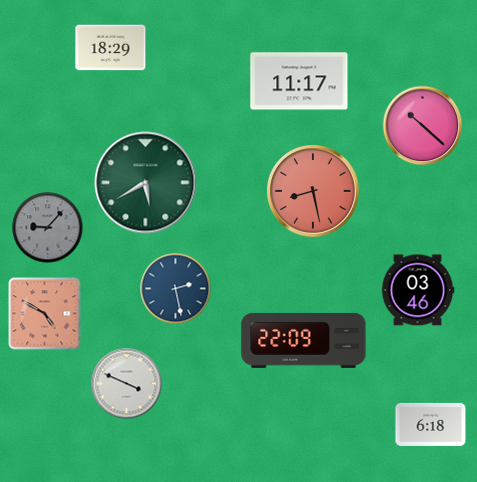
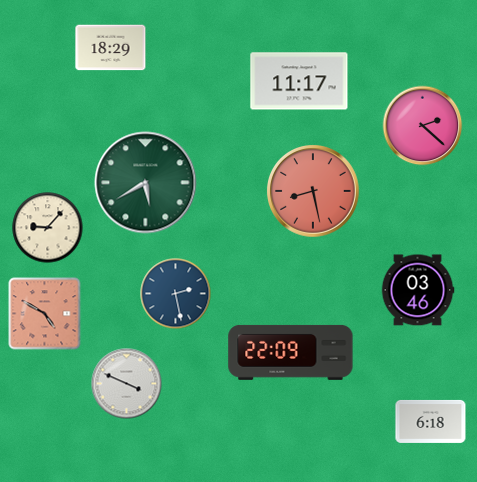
clock at (423, 126): 10:22 -> 2:22
clock at (48, 228) dial: grey -> cream
clock at (176, 289) position: (176, 289) -> (176, 294)
clock at (304, 340) position: (304, 340) -> (291, 352)
clock at (431, 424) position: (431, 424) -> (431, 421)
